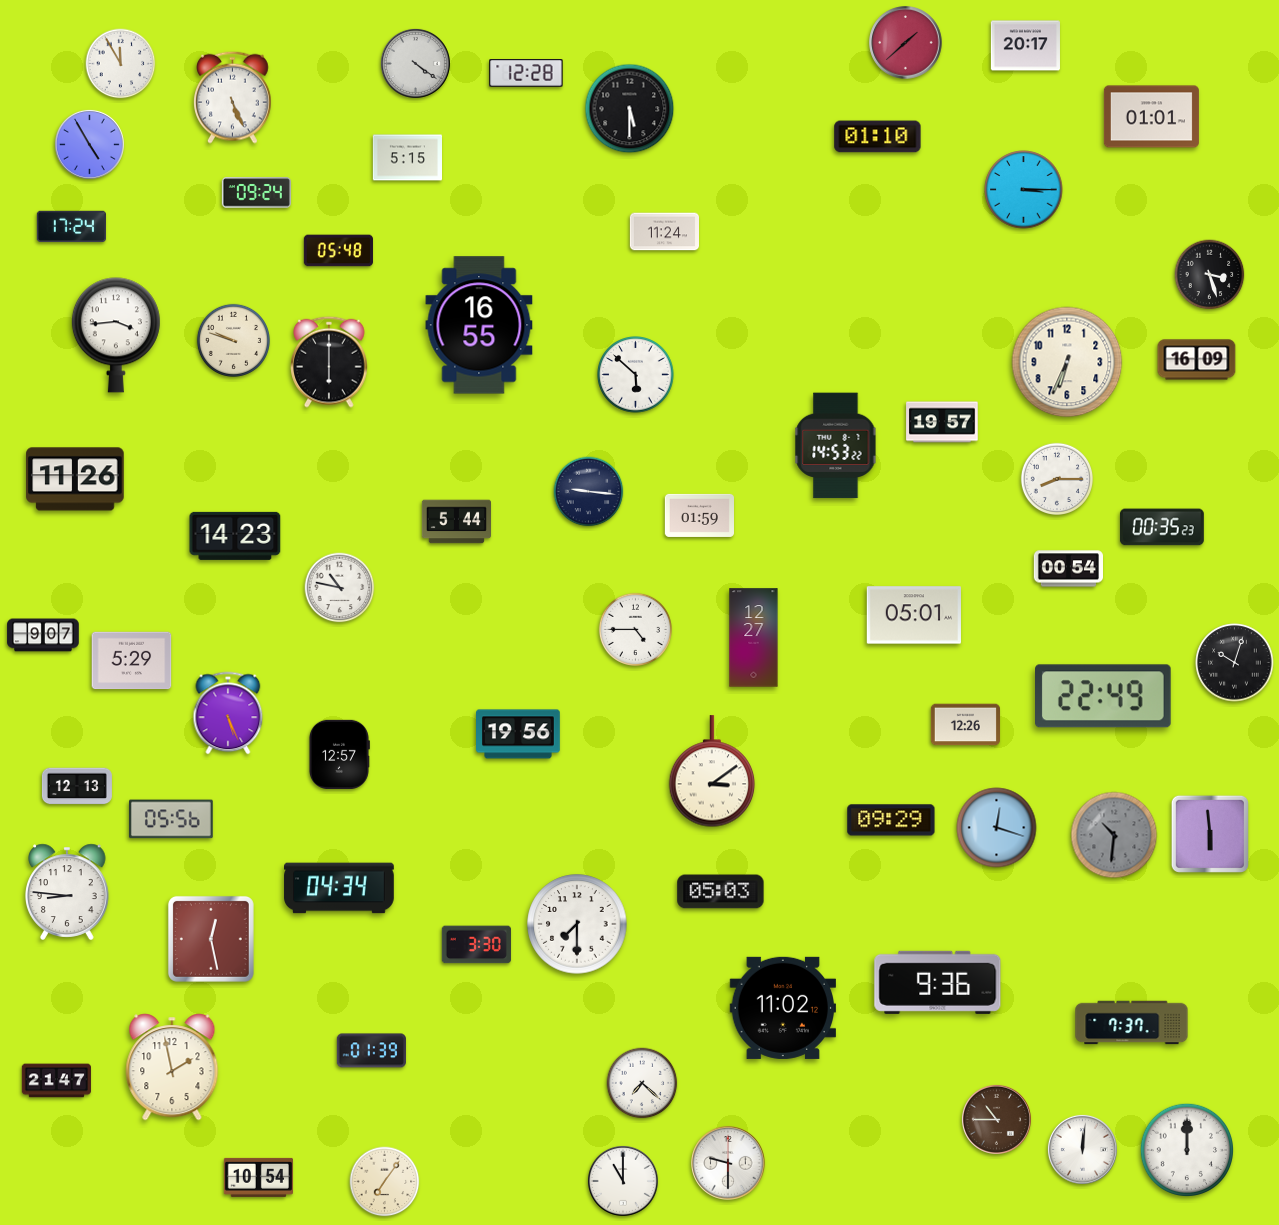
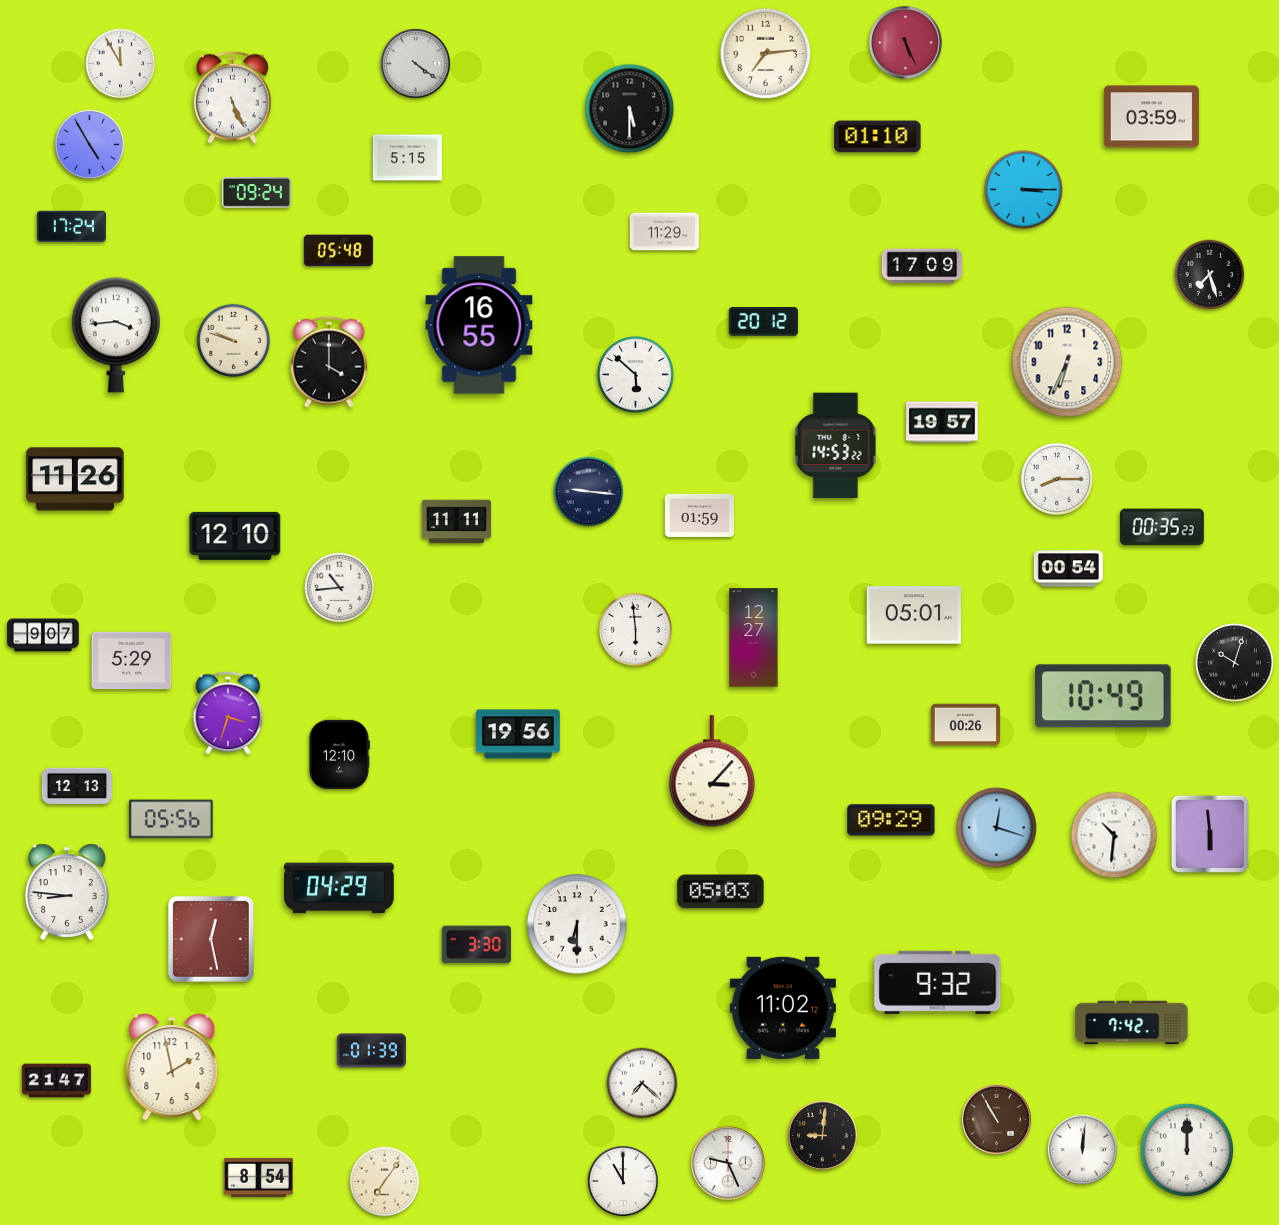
clock at (906, 43): 1:38 -> 5:26
clock at (1025, 46): 20:17 -> none
clock at (766, 54): none -> 7:14
clock at (526, 73): 12:28 -> none
clock at (1151, 117): 01:01 -> 03:59
clock at (664, 232): 11:24 -> 11:29
clock at (922, 266): none -> 17:09
clock at (1210, 275): 3:27 -> 7:27
clock at (763, 322): none -> 20:12
clock at (1197, 360): 16:09 -> none
clock at (329, 362): 6:00 -> 4:00
clock at (456, 522): 5:44 -> 11:11
clock at (235, 536): 14:23 -> 12:10
clock at (340, 588): 10:47 -> 10:44
clock at (635, 629): 4:45 -> 5:59
clock at (1104, 696): 22:49 -> 10:49
clock at (228, 713): 5:26 -> 3:33
clock at (965, 725): 12:26 -> 00:26
clock at (339, 754): 12:57 -> 12:10
clock at (712, 772): 3:09 -> 3:07
clock at (1114, 835) dial: grey -> white
clock at (339, 888): 04:34 -> 04:29
clock at (577, 924): 7:30 -> 6:30
clock at (938, 982): 9:36 -> 9:32
clock at (1132, 1023): 7:37 -> 7:42
clock at (996, 1119): 10:45 -> 10:55
clock at (822, 1135): none -> 9:01
clock at (728, 1163): 9:30 -> 9:26
clock at (258, 1177): 10:54 -> 8:54
